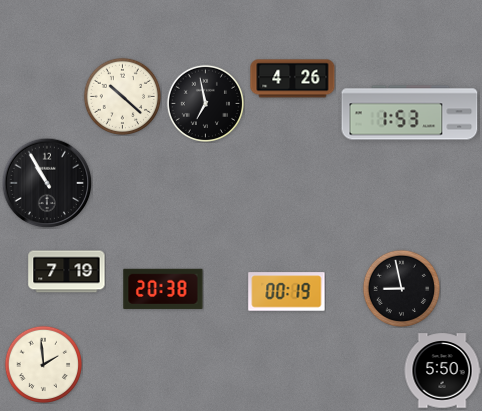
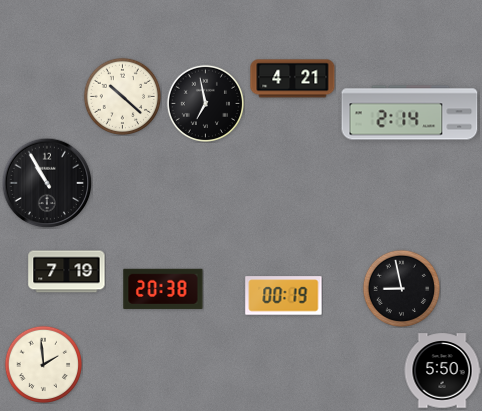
clock at (293, 79): 4:26 -> 4:21
clock at (410, 113): 1:53 -> 2:14
clock at (287, 292) position: (287, 292) -> (284, 296)
